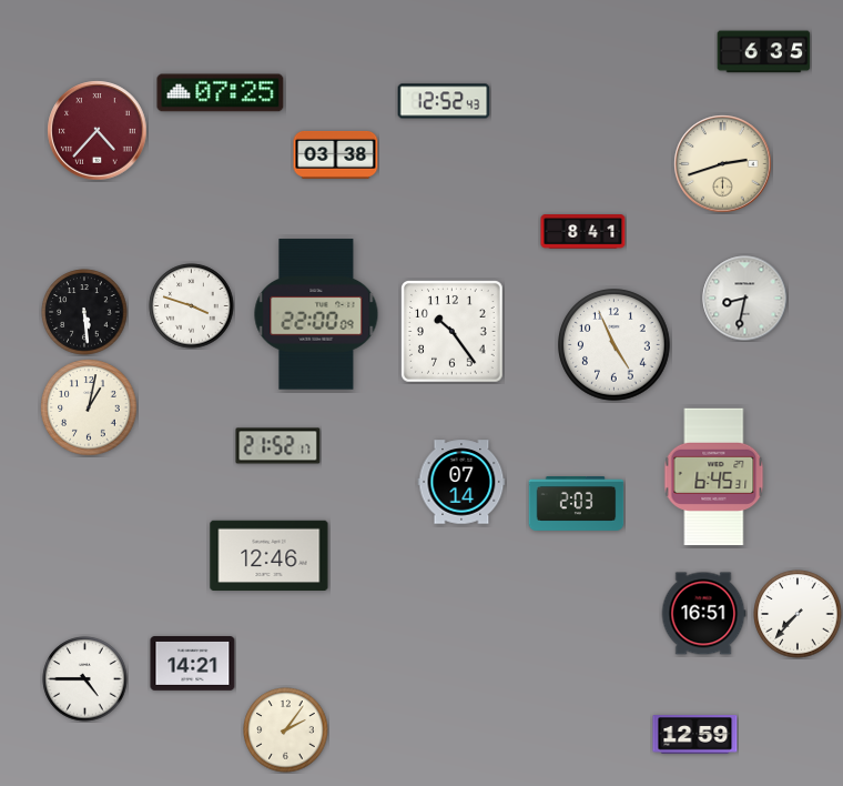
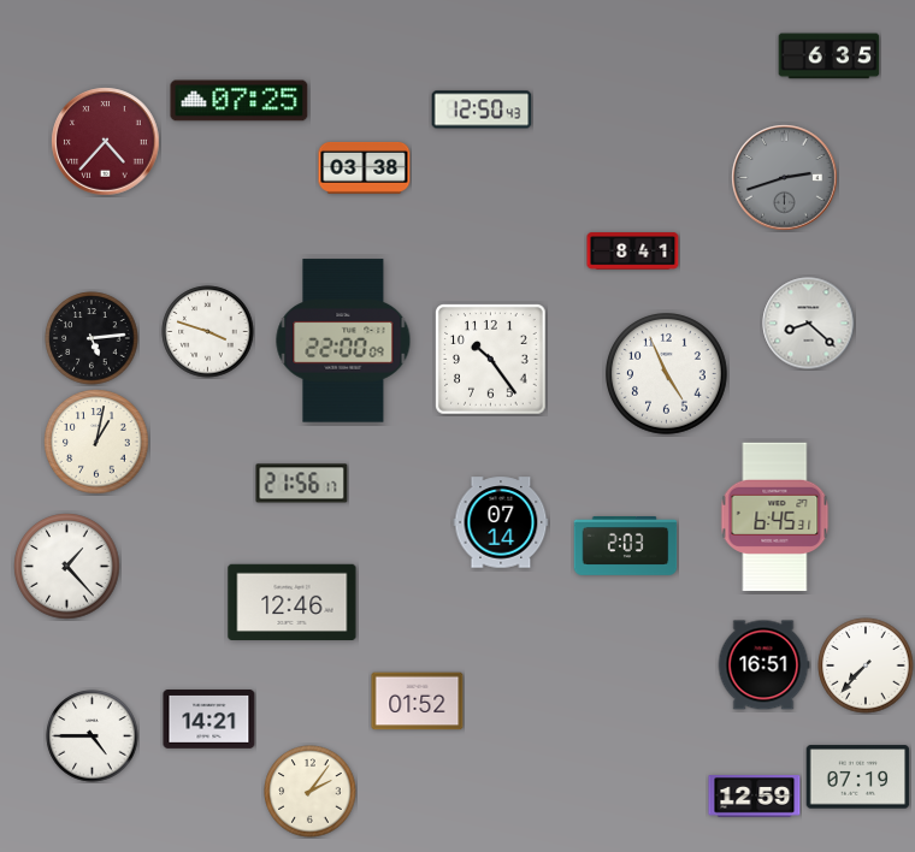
clock at (444, 101): 12:52 -> 12:50
clock at (723, 164) dial: cream -> grey
clock at (745, 299): 8:32 -> 8:22
clock at (84, 312): 5:29 -> 5:14
clock at (278, 446): 21:52 -> 21:56
clock at (67, 567): none -> 1:23
clock at (418, 702): none -> 01:52
clock at (858, 777): none -> 07:19
